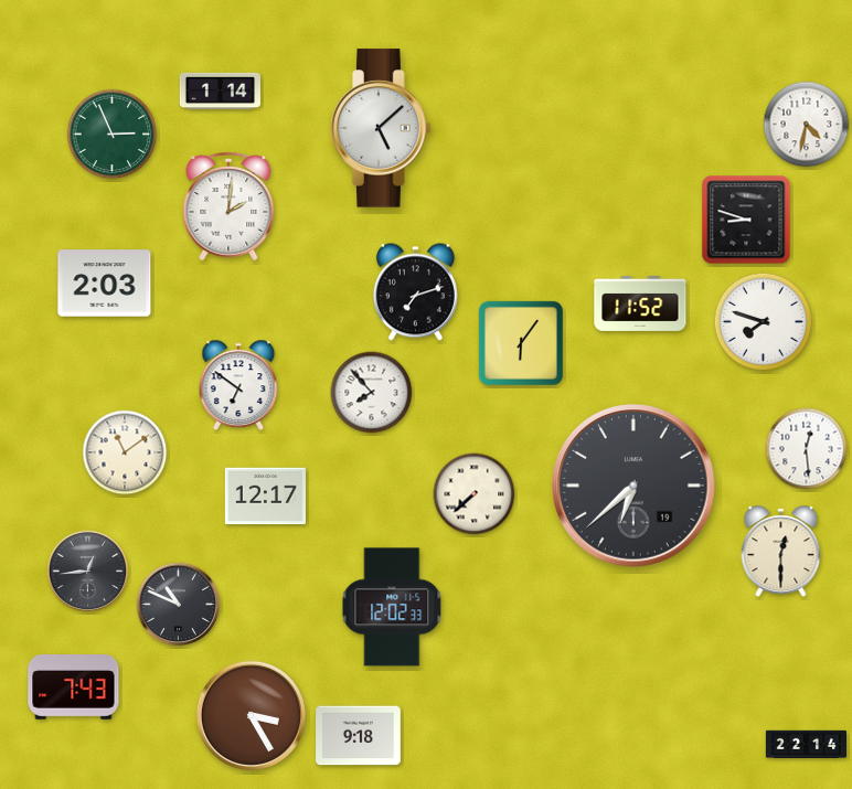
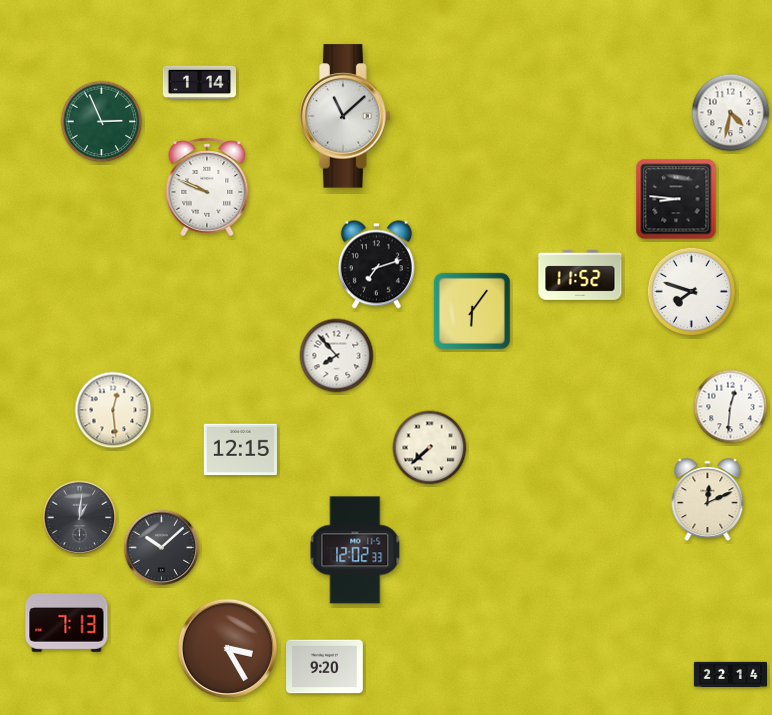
clock at (381, 128): 5:08 -> 11:08
clock at (228, 206): 2:01 -> 9:49
clock at (746, 220): 8:48 -> 8:46
clock at (105, 284): 2:03 -> none
clock at (238, 385): 6:51 -> none
clock at (807, 449): 12:29 -> 12:31
clock at (125, 452): 11:09 -> 12:29
clock at (635, 487): 6:38 -> none
clock at (265, 497): 12:17 -> 12:15
clock at (781, 552): 12:30 -> 12:11
clock at (88, 572): 12:44 -> 1:01
clock at (179, 605): 10:49 -> 10:08
clock at (74, 687): 7:43 -> 7:13
clock at (359, 736): 9:18 -> 9:20
